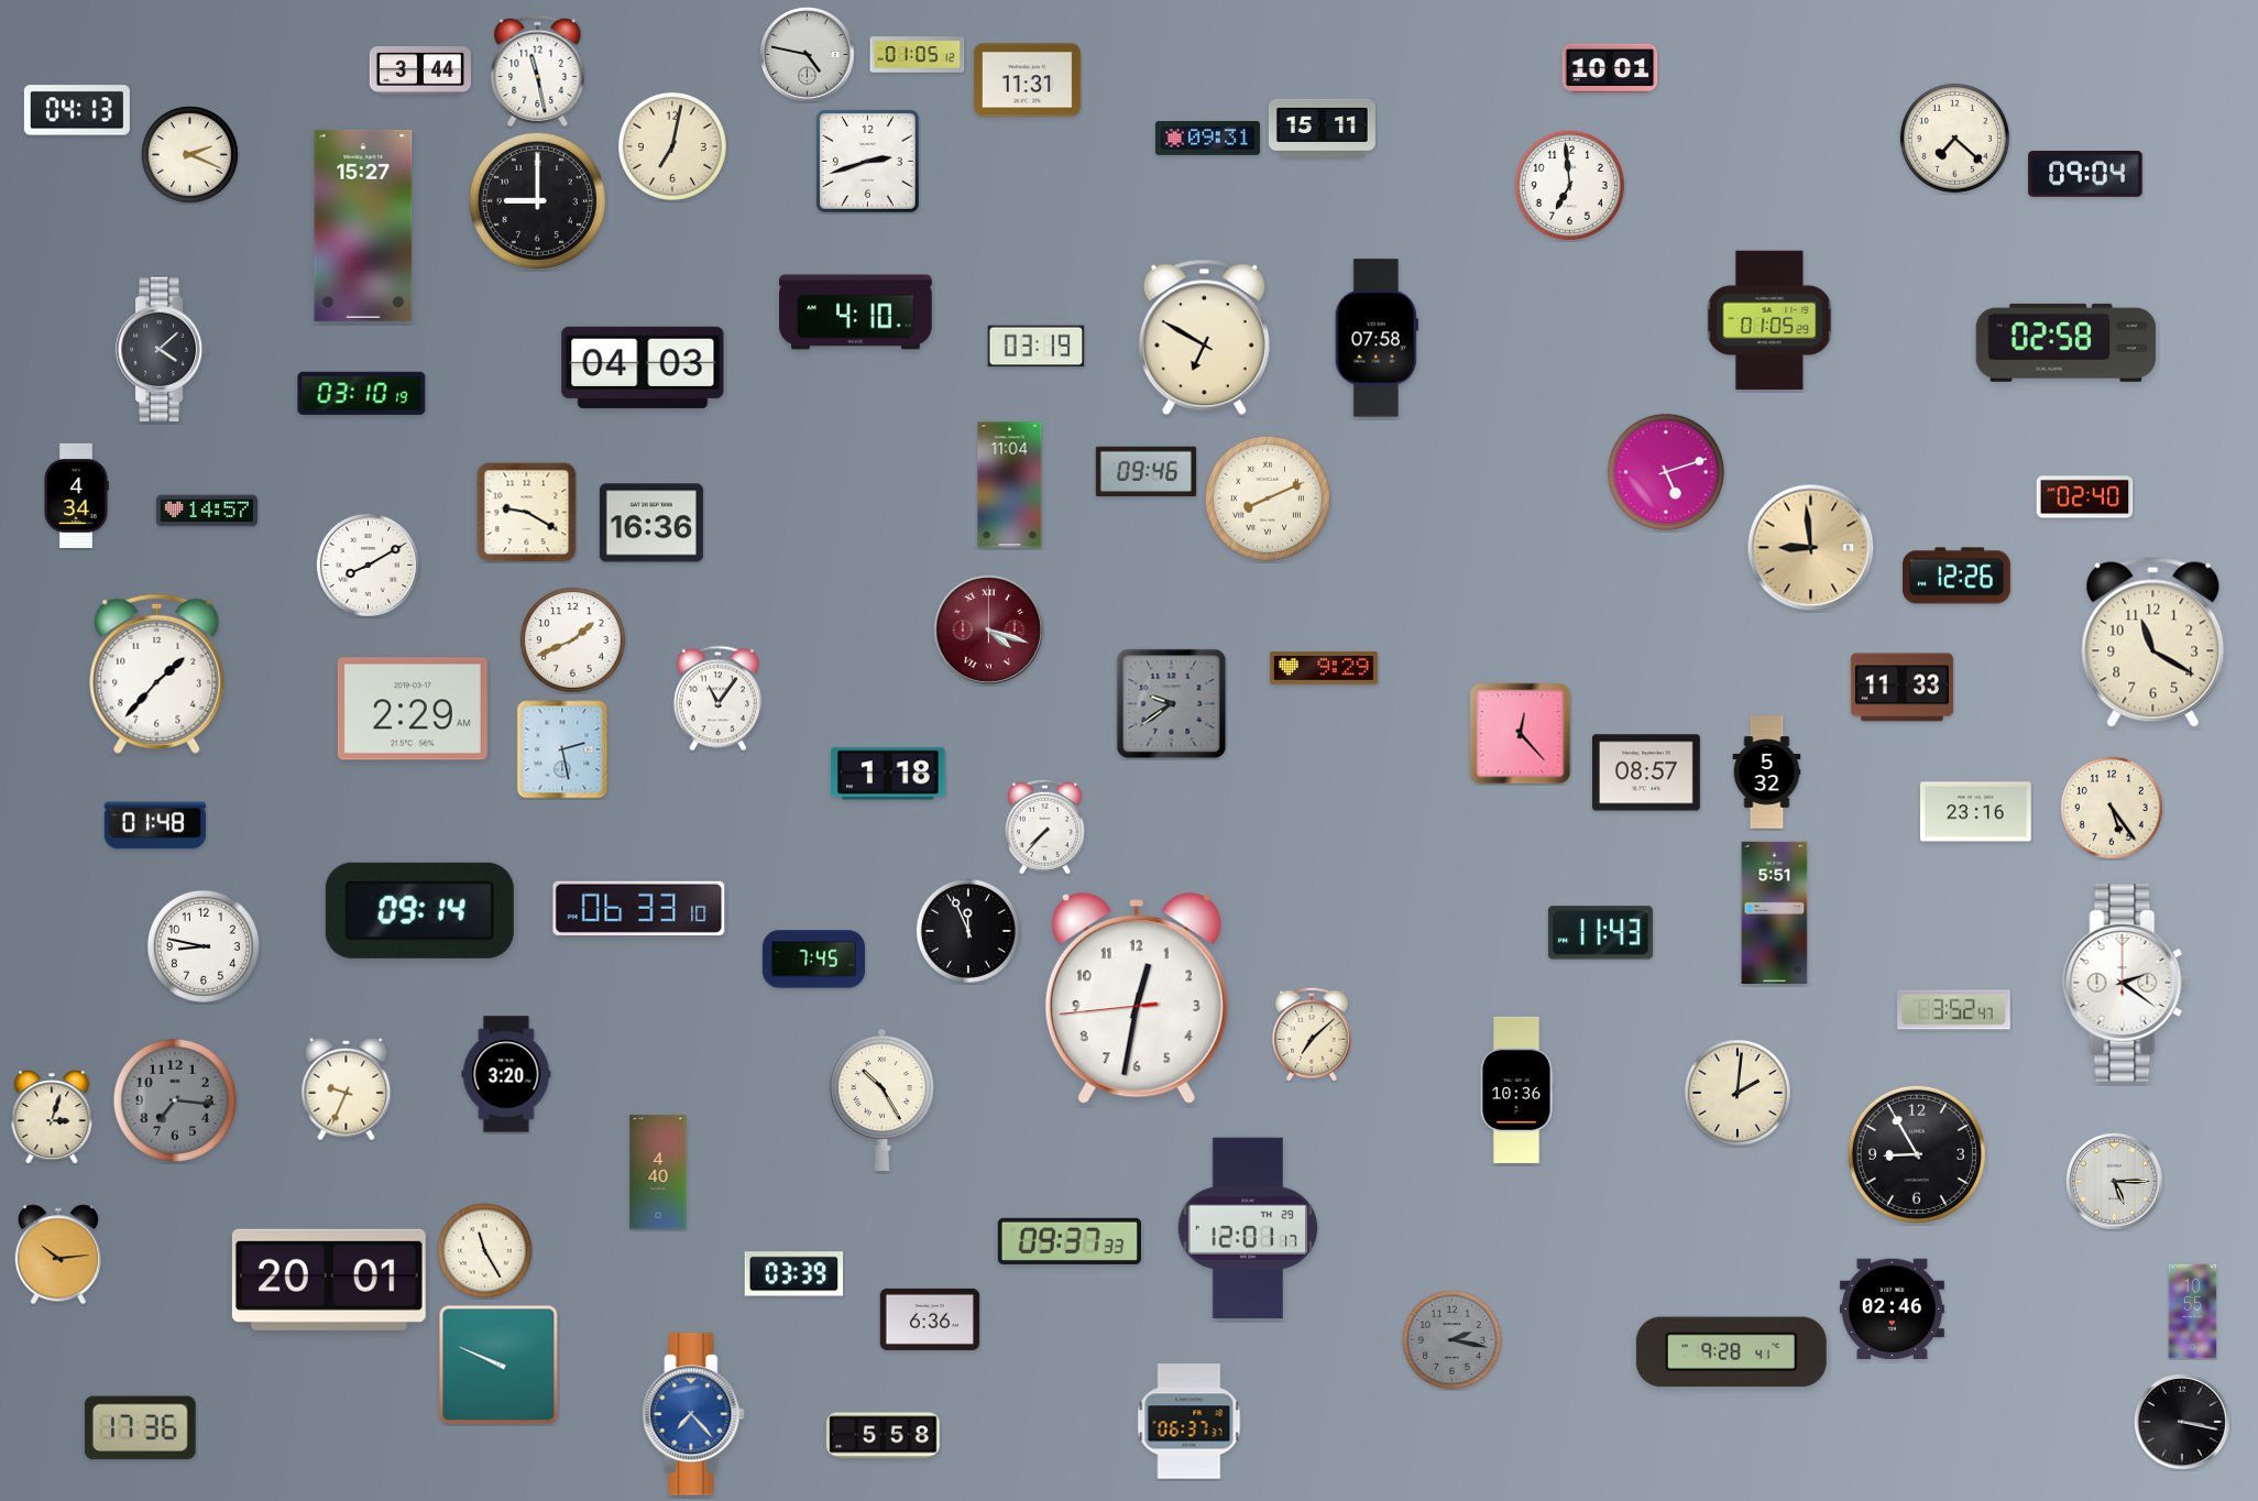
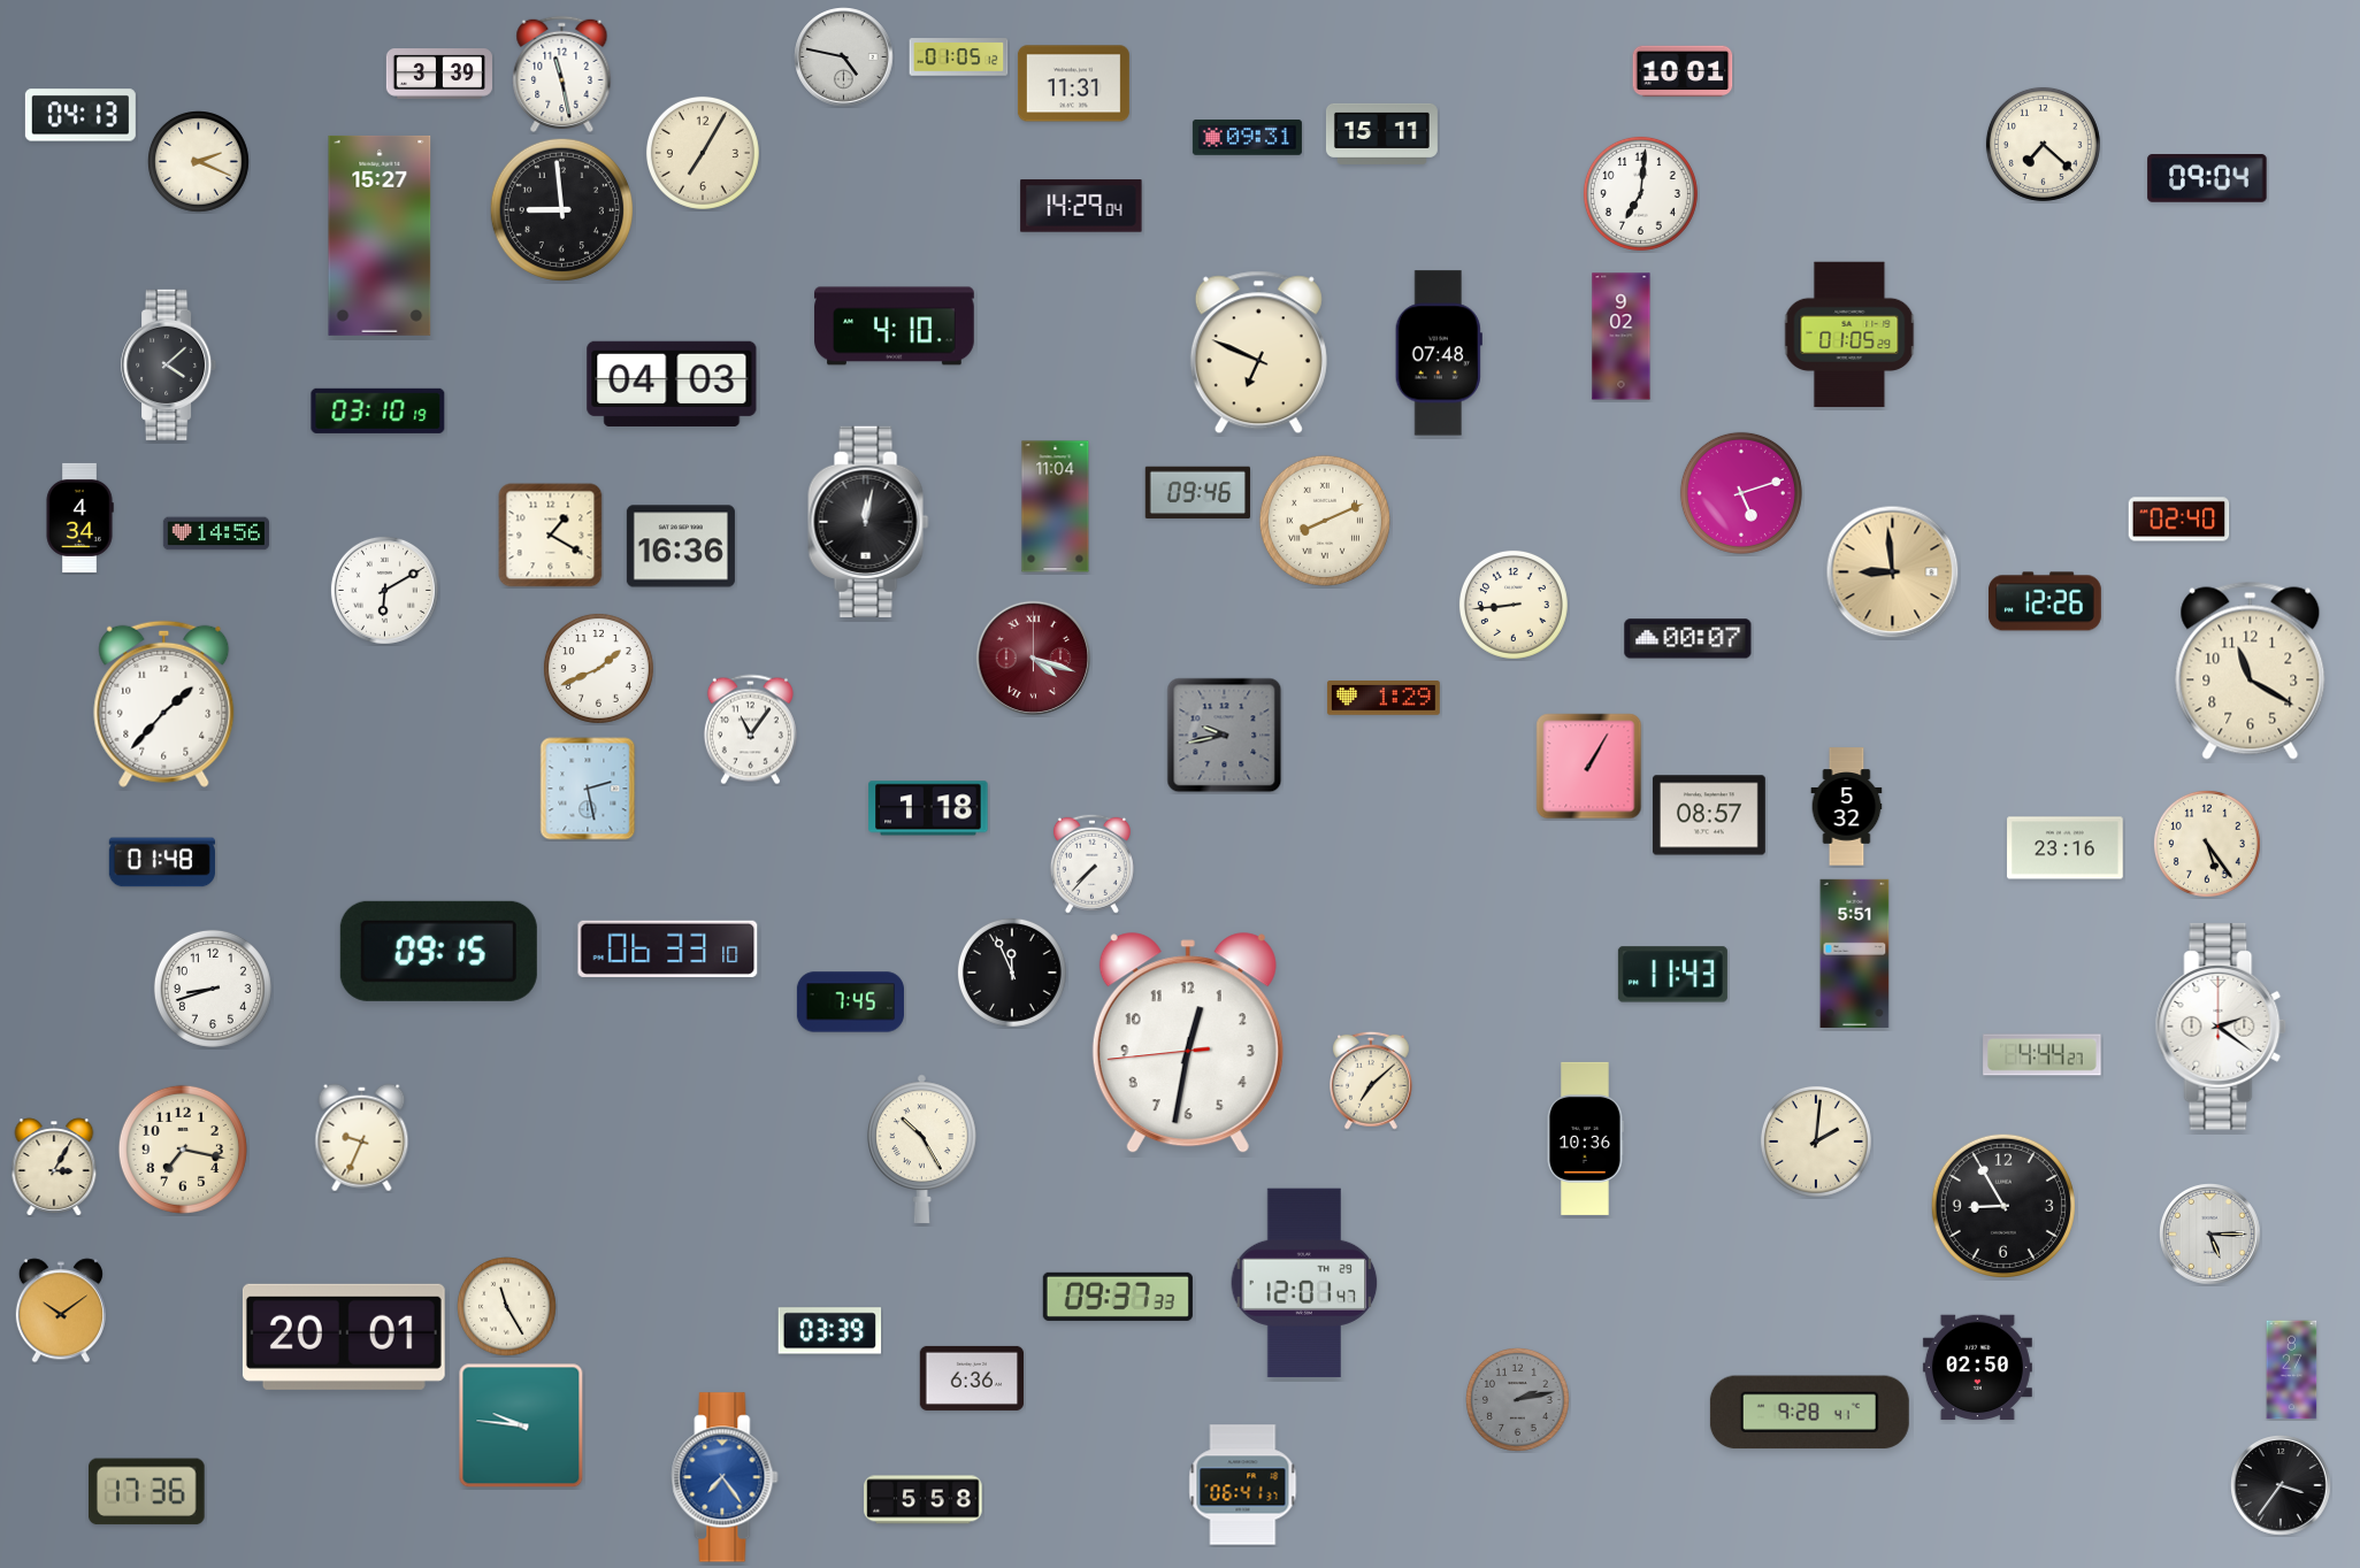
clock at (419, 70): 3:44 -> 3:39
clock at (1207, 139) position: (1207, 139) -> (1247, 138)
clock at (672, 146): 7:02 -> 7:05
clock at (867, 161): 2:42 -> none
clock at (2085, 175) position: (2085, 175) -> (2207, 179)
clock at (1569, 185): 6:59 -> 7:01
clock at (1081, 206): none -> 14:29
clock at (537, 200): 9:00 -> 8:59
clock at (1622, 337): none -> 9:02
clock at (1204, 338): 6:50 -> 6:49
clock at (1377, 338): 07:58 -> 07:48
clock at (2067, 342): 02:58 -> none
clock at (1037, 347): 03:19 -> none
clock at (868, 522): none -> 12:02
clock at (207, 511): 14:57 -> 14:56
clock at (527, 513): 9:20 -> 1:20
clock at (368, 565): 8:10 -> 6:10
clock at (1514, 605): none -> 8:44
clock at (1688, 639): none -> 00:07
clock at (1324, 668): 9:29 -> 1:29
clock at (1901, 688): 11:33 -> none
clock at (1172, 704): 9:39 -> 9:43
clock at (413, 709): 2:29 -> none
clock at (1521, 734): 12:23 -> 1:05
clock at (562, 749) position: (562, 749) -> (588, 789)
clock at (1646, 773) position: (1646, 773) -> (1709, 815)
clock at (419, 910): 09:14 -> 09:15
clock at (204, 946): 8:47 -> 8:42
clock at (1954, 1010): 3:52 -> 4:44
clock at (506, 1074): 3:20 -> none
clock at (175, 1100): 7:16 -> 7:17
clock at (175, 1100) dial: grey -> cream
clock at (52, 1117): 3:03 -> 3:05
clock at (658, 1172): 4:40 -> none
clock at (1248, 1228): 12:01:17 -> 12:01:47
clock at (58, 1255): 10:14 -> 10:09
clock at (1892, 1310): 02:46 -> 02:50
clock at (2193, 1312): 10:55 -> 8:27
clock at (1451, 1339): 2:17 -> 2:13
clock at (498, 1365): 9:49 -> 9:46
clock at (693, 1414): 7:23 -> 7:24
clock at (1190, 1422): 06:37 -> 06:41
clock at (2183, 1423): 3:17 -> 3:36
